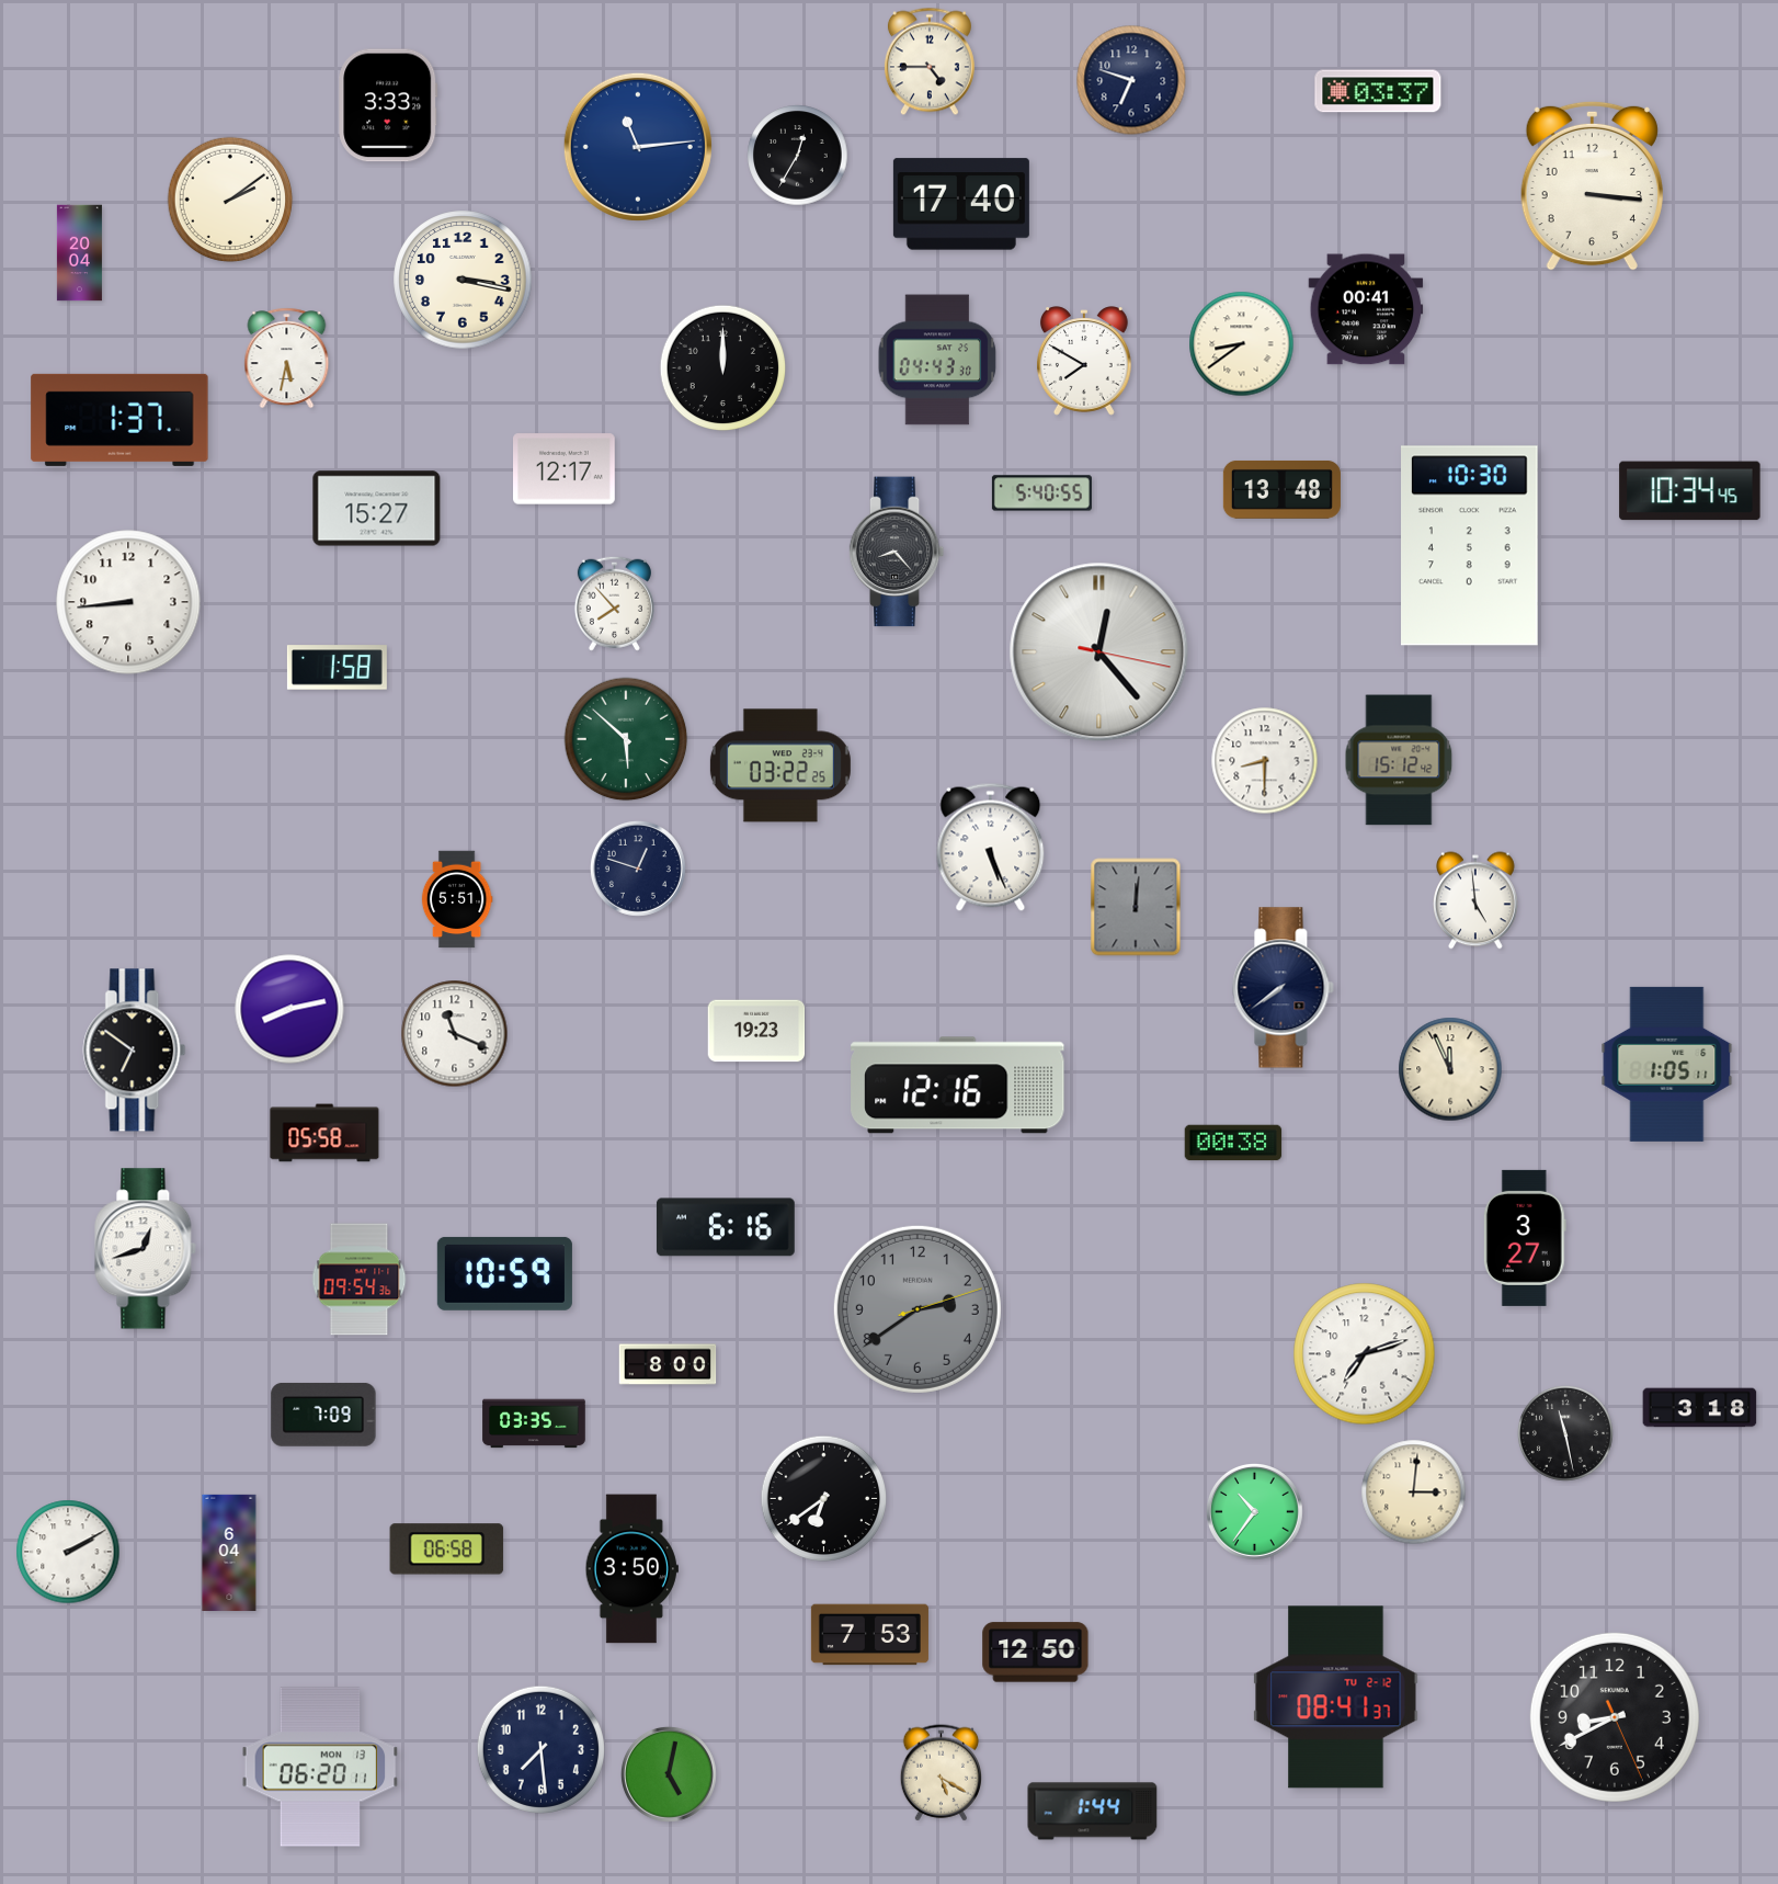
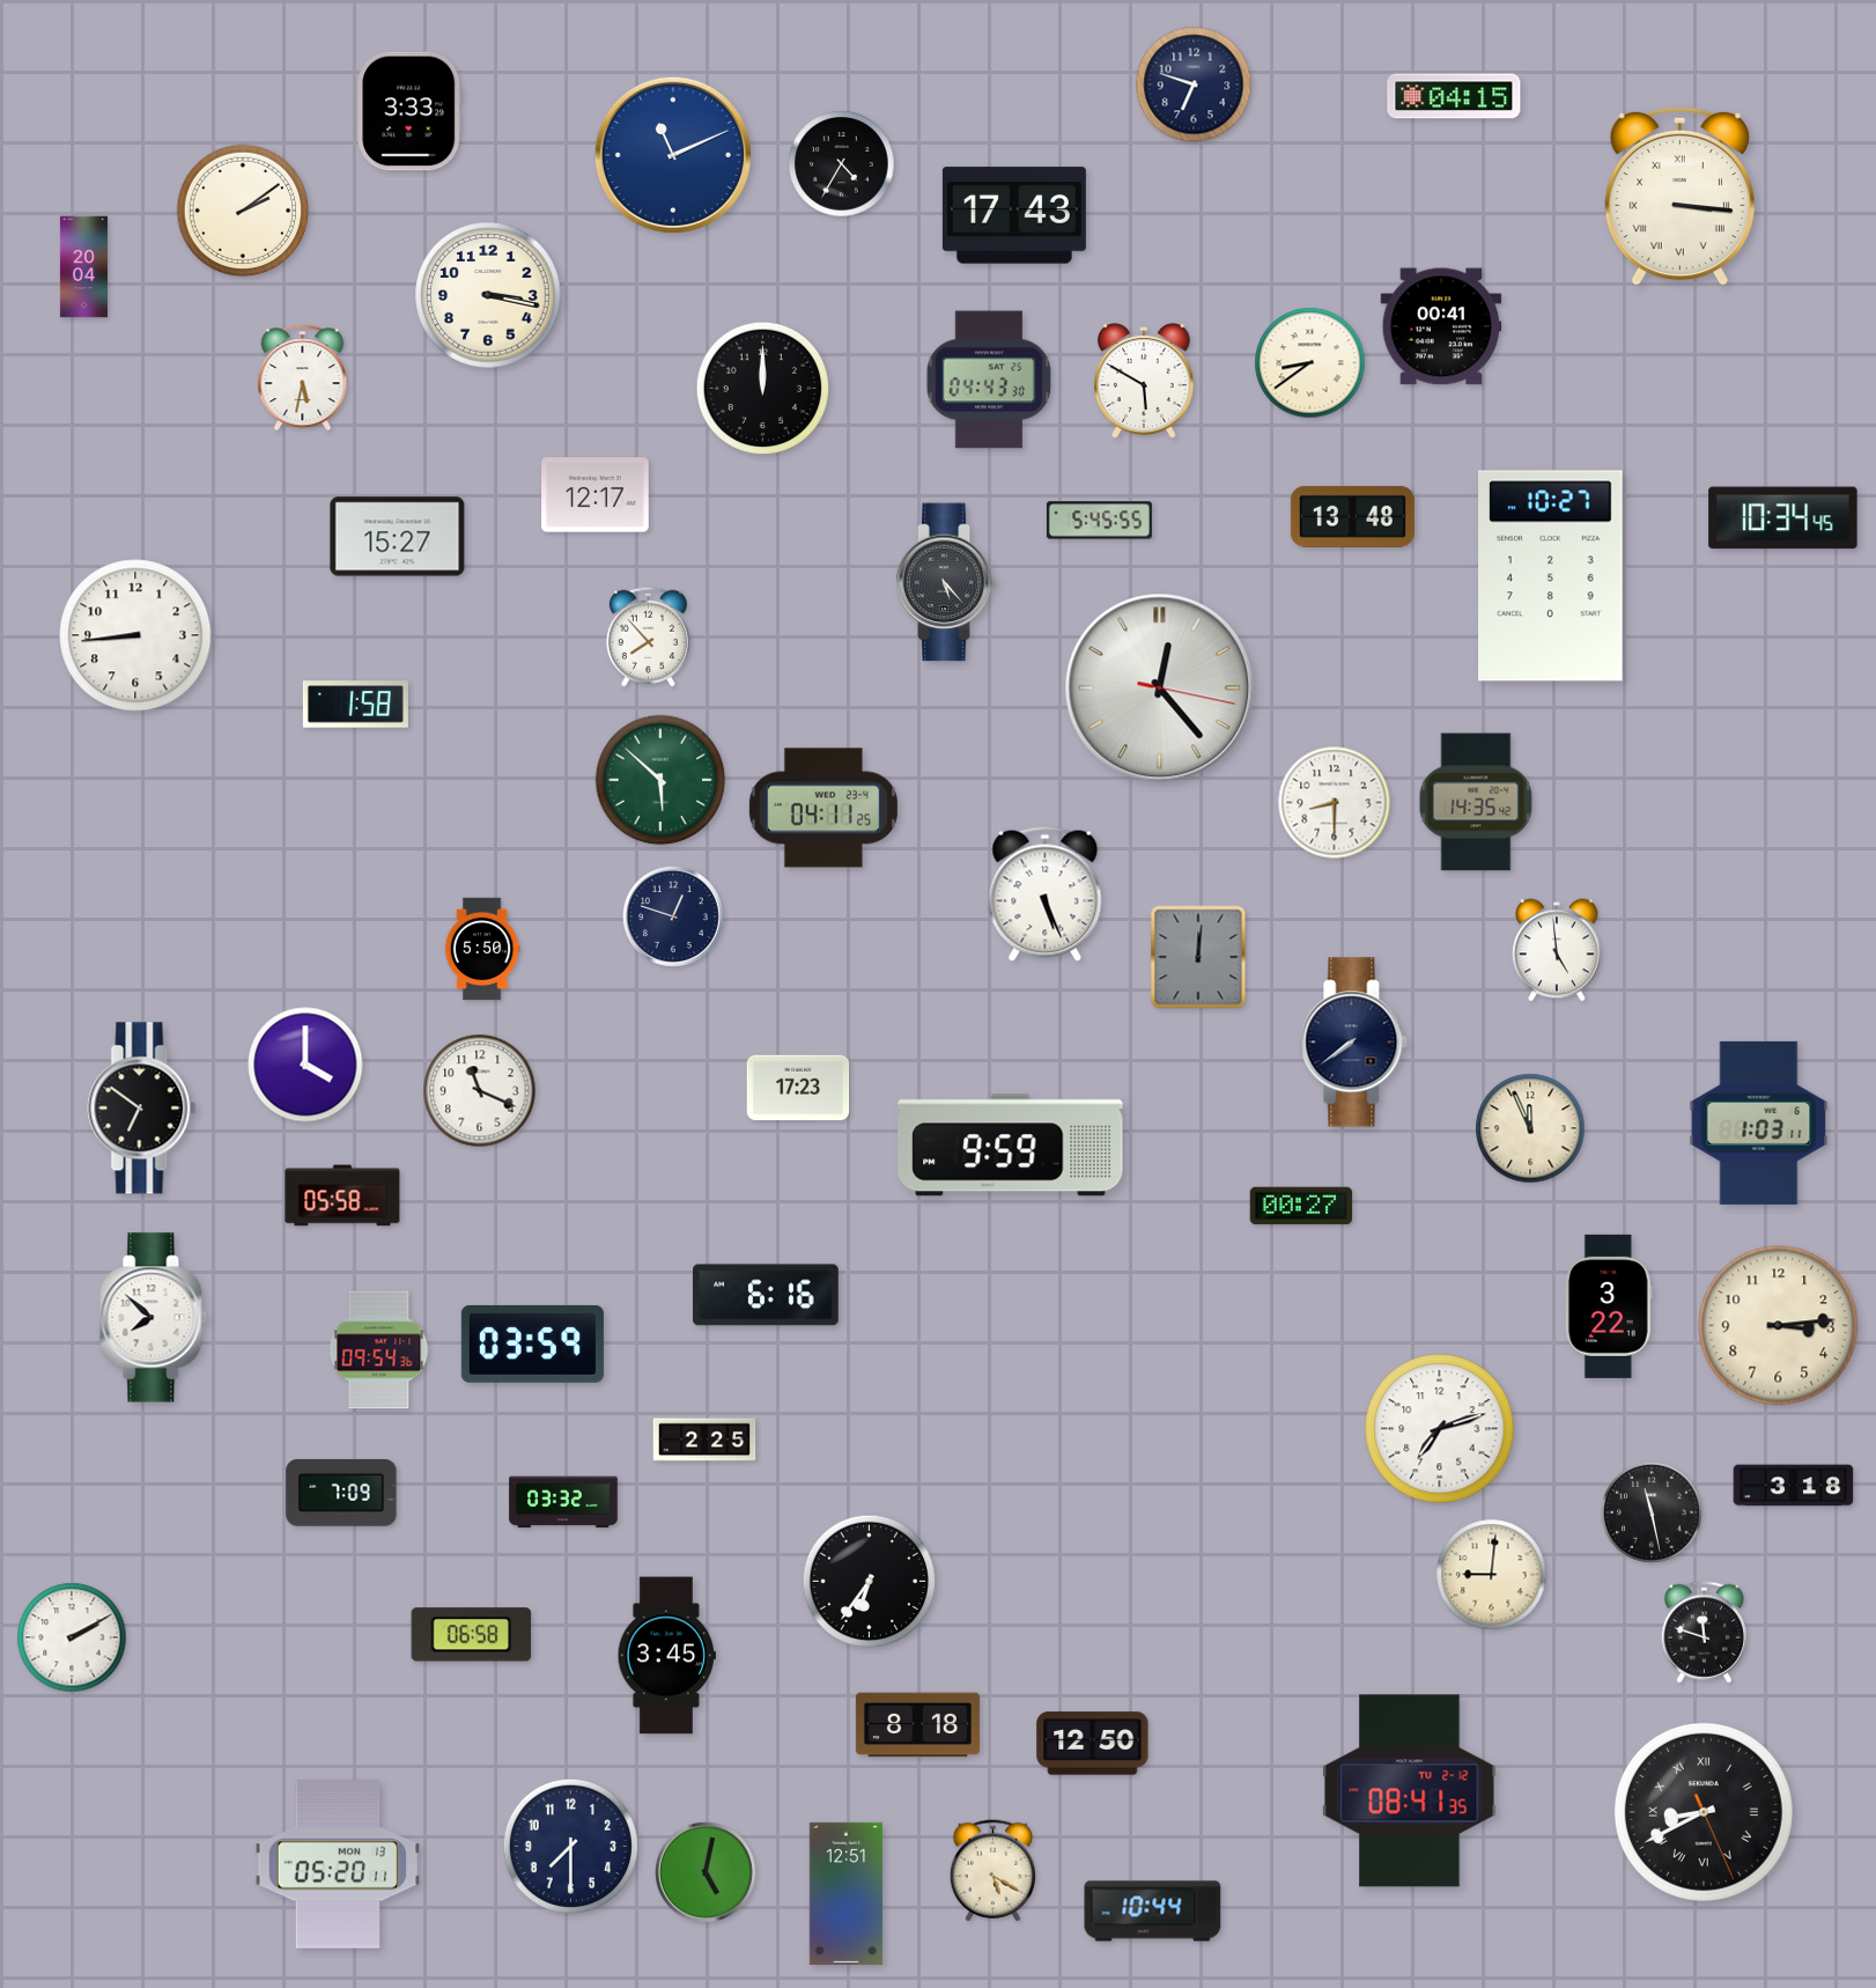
clock at (930, 61): 4:45 -> none
clock at (1378, 91): 03:37 -> 04:15
clock at (638, 147): 11:14 -> 11:11
clock at (798, 156): 12:35 -> 4:35
clock at (1592, 185) numerals: Arabic -> Roman
clock at (961, 204): 17:40 -> 17:43
clock at (1085, 361): 7:50 -> 5:50
clock at (119, 420): 1:37 -> none
clock at (1041, 493): 5:40 -> 5:45
clock at (1470, 546): 10:30 -> 10:27
clock at (897, 552): 8:23 -> 5:23
clock at (1399, 760): 15:12 -> 14:35
clock at (780, 765): 03:22 -> 04:11
clock at (457, 899): 5:51 -> 5:50
clock at (289, 1009): 8:13 -> 4:00
clock at (756, 1031): 19:23 -> 17:23
clock at (1667, 1064): 1:05 -> 1:03
clock at (958, 1086): 12:16 -> 9:59
clock at (1233, 1143): 00:38 -> 00:27
clock at (1525, 1238): 3:27 -> 3:22
clock at (146, 1249): 12:42 -> 7:52
clock at (1779, 1326): none -> 3:14
clock at (504, 1273): 10:59 -> 03:59
clock at (918, 1309): 2:39 -> none
clock at (668, 1364): 8:00 -> 2:25
clock at (534, 1423): 03:35 -> 03:32
clock at (1414, 1493): 3:01 -> 9:01
clock at (824, 1499): 6:39 -> 6:36
clock at (1255, 1512): 10:36 -> none
clock at (1704, 1633): none -> 11:48
clock at (229, 1552): 6:04 -> none
clock at (631, 1569): 3:50 -> 3:45
clock at (869, 1635): 7:53 -> 8:18
clock at (1336, 1698): 08:41:37 -> 08:41:35
clock at (1615, 1717) numerals: Arabic -> Roman
clock at (540, 1749): 7:29 -> 7:30
clock at (320, 1767): 06:20 -> 05:20
clock at (845, 1893): none -> 12:51
clock at (1093, 1812): 1:44 -> 10:44
